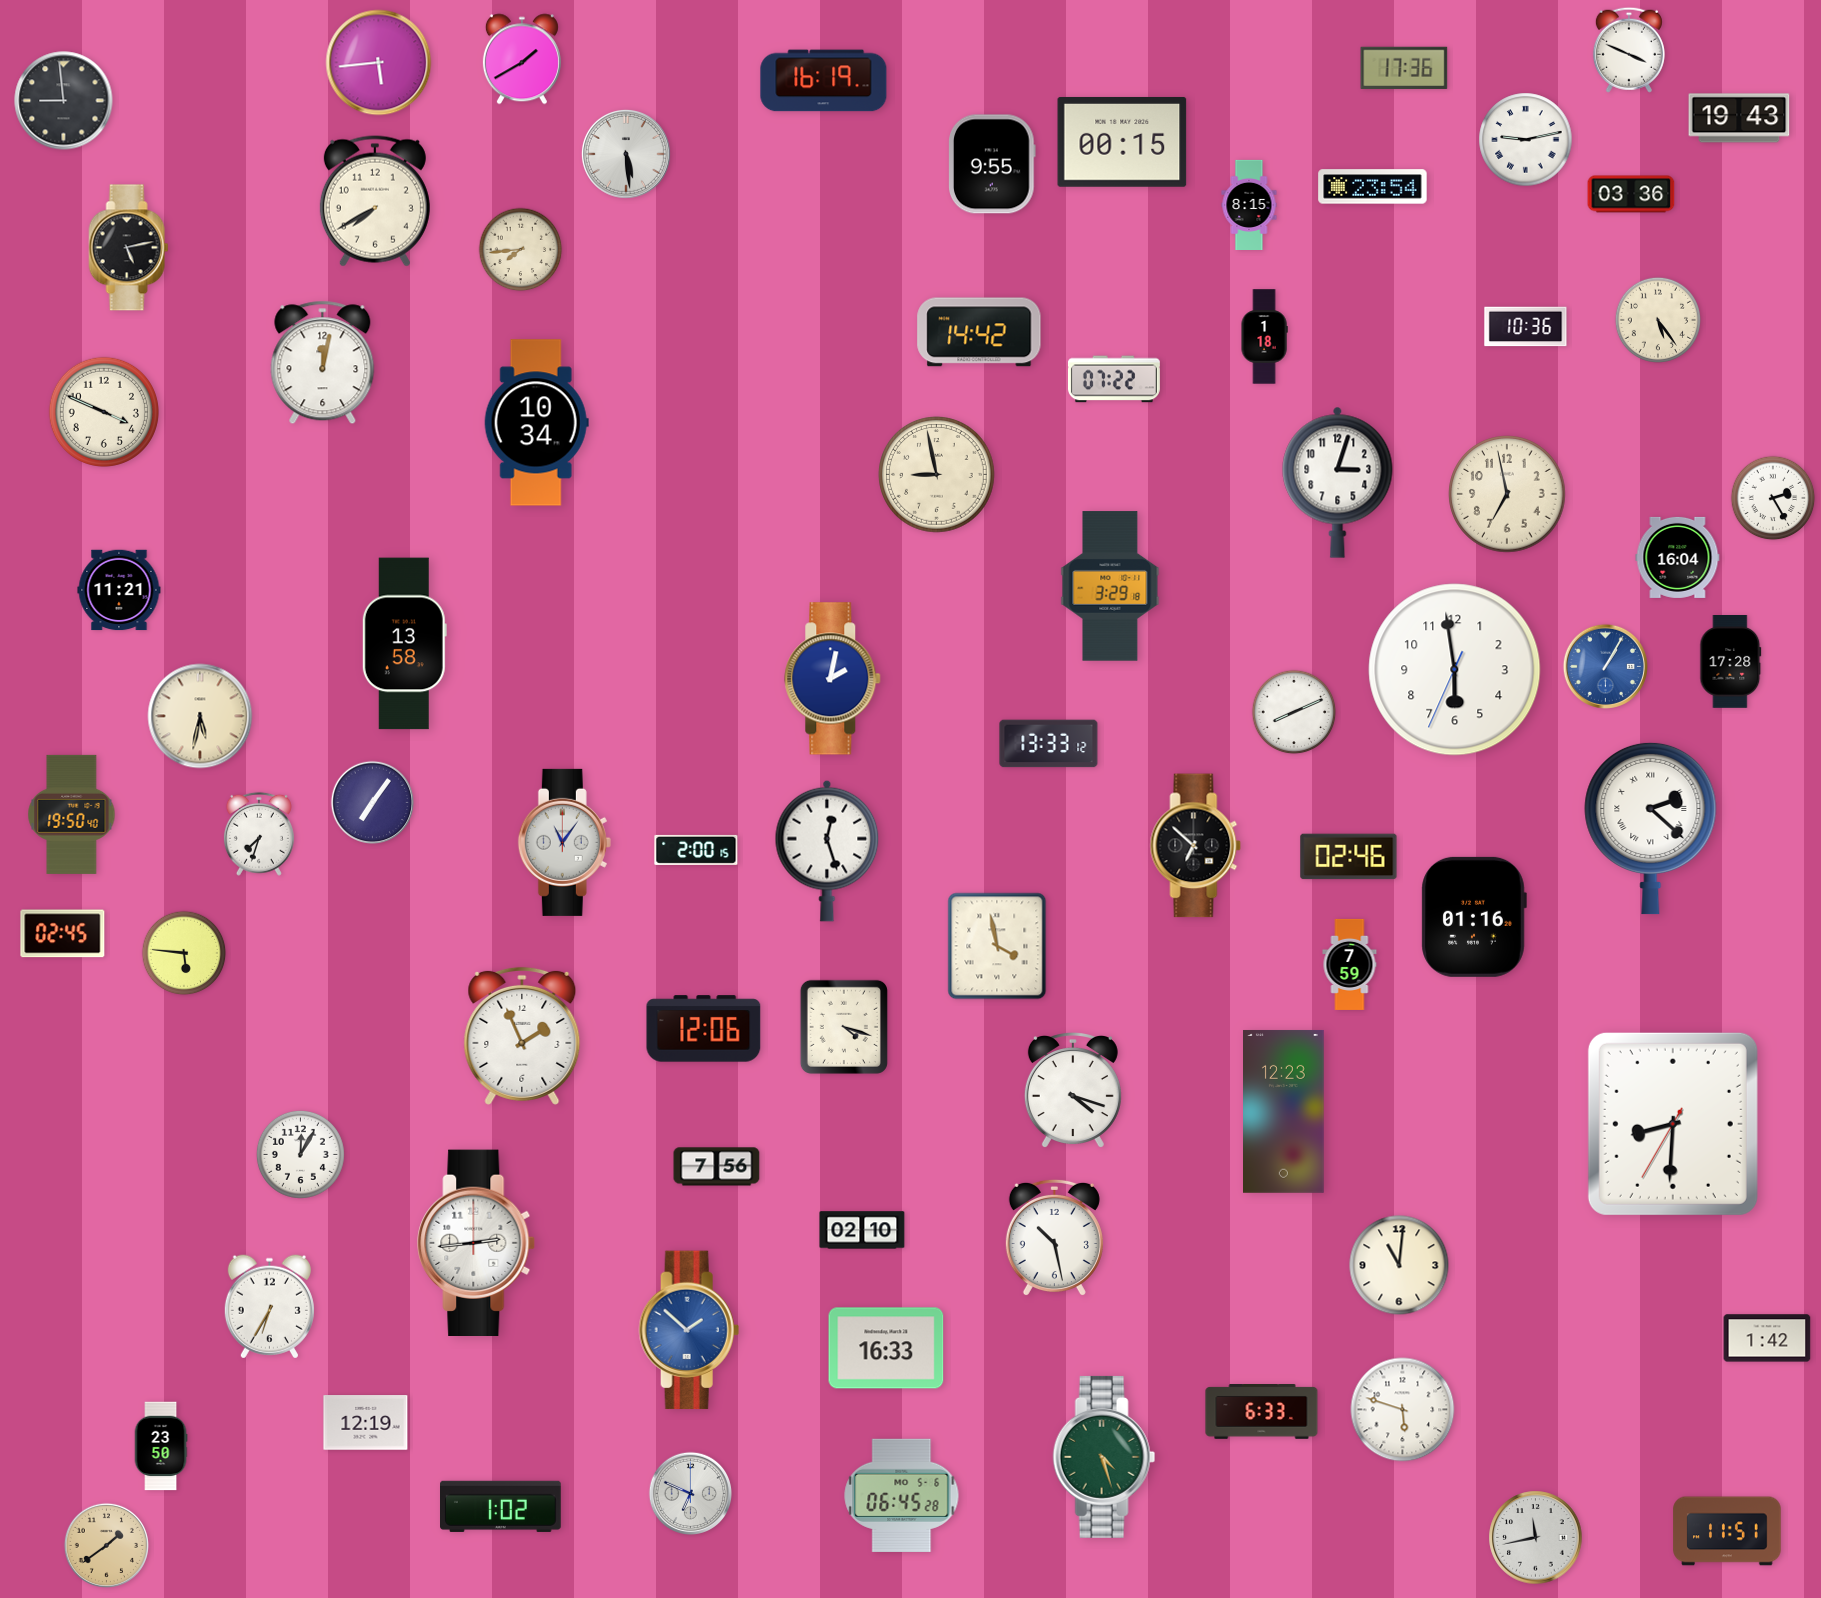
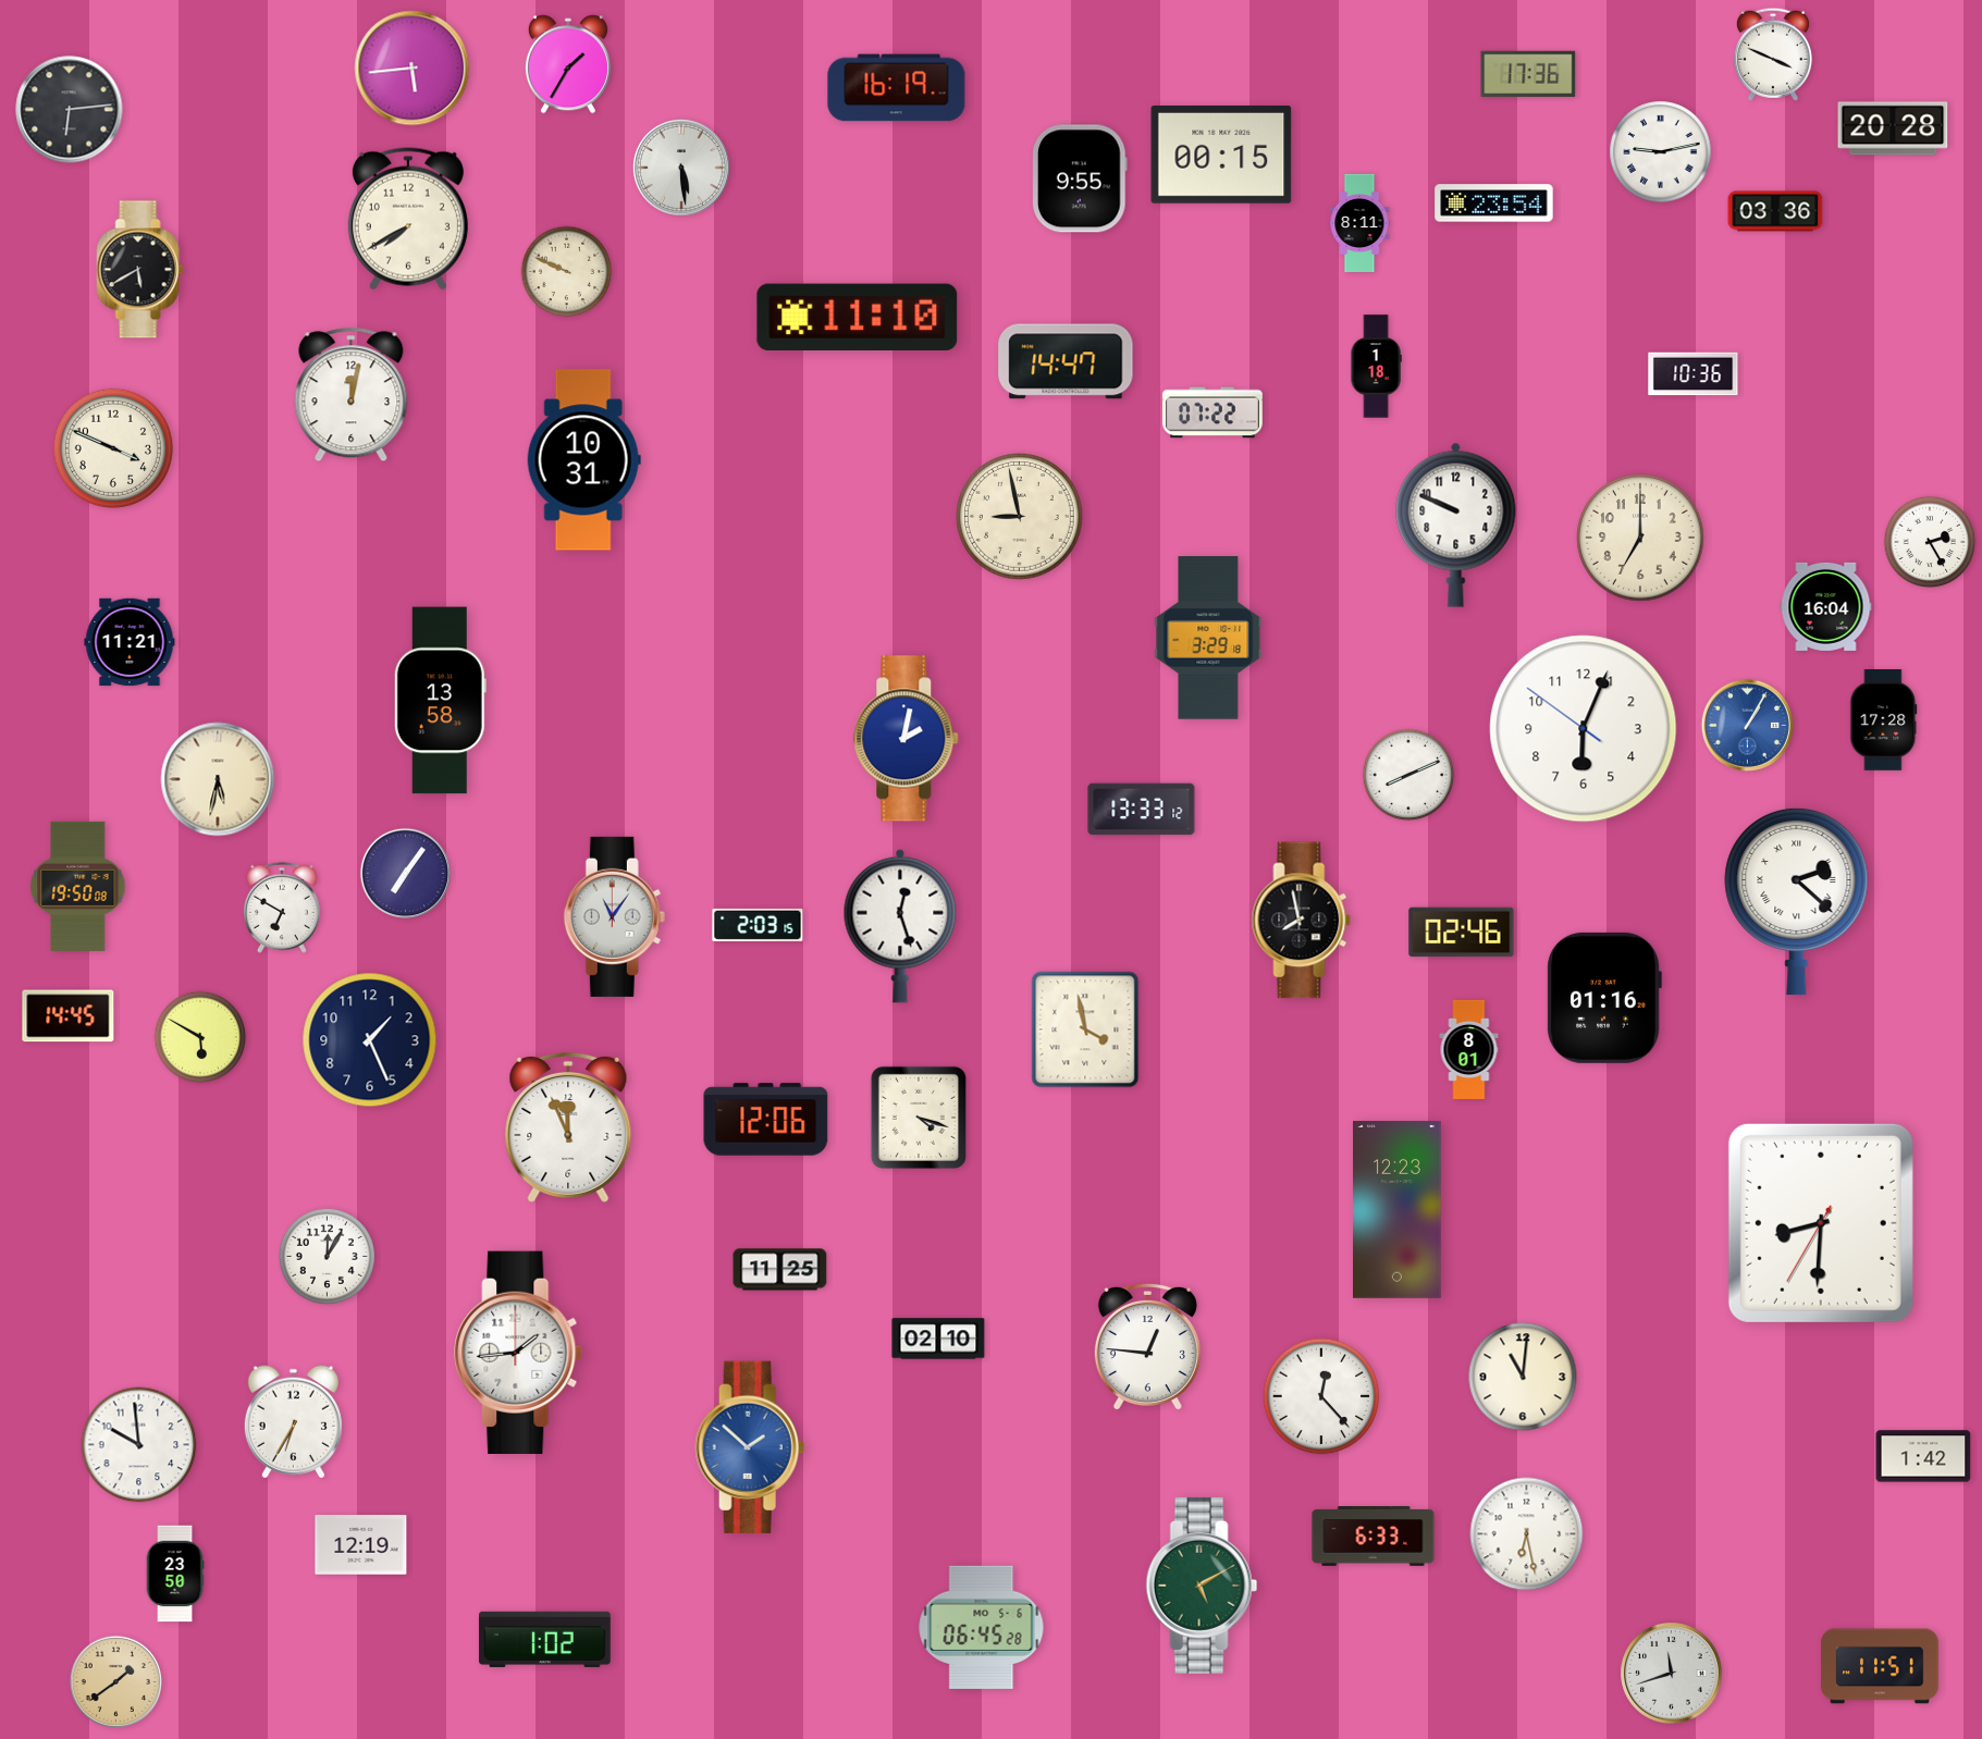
clock at (522, 59): 1:40 -> 1:35
clock at (64, 101): 8:59 -> 6:14
clock at (1739, 118): 19:43 -> 20:28
clock at (1249, 204): 8:15 -> 8:11
clock at (129, 248): 5:13 -> 5:40
clock at (521, 250): 7:44 -> 9:49
clock at (858, 317): none -> 11:10
clock at (1657, 319): 5:24 -> none
clock at (1526, 327) position: (1526, 327) -> (1694, 374)
clock at (979, 332): 14:42 -> 14:47
clock at (536, 423): 10:34 -> 10:31
clock at (1338, 482): 3:03 -> 9:49
clock at (1507, 494): 6:58 -> 7:00
clock at (1455, 670): 5:58 -> 6:03
clock at (72, 814): 19:50:40 -> 19:50:08
clock at (259, 834): 7:33 -> 6:50
clock at (1196, 846): 6:52 -> 7:58
clock at (696, 850): 2:00 -> 2:03
clock at (1349, 857) position: (1349, 857) -> (1462, 933)
clock at (63, 934): 02:45 -> 14:45
clock at (184, 953): 5:46 -> 5:50
clock at (370, 1040): none -> 1:26
clock at (1350, 964): 7:59 -> 8:01
clock at (522, 1036): 1:56 -> 11:56
clock at (1073, 1090): 4:18 -> none
clock at (717, 1167): 7:56 -> 11:25
clock at (1054, 1238): 10:28 -> 12:46
clock at (477, 1242): 2:44 -> 1:44
clock at (1321, 1396): none -> 12:23
clock at (139, 1445): none -> 9:59
clock at (886, 1348): 16:33 -> none
clock at (1403, 1410): 5:48 -> 6:28
clock at (366, 1423) position: (366, 1423) -> (361, 1545)
clock at (1104, 1457): 4:27 -> 5:10
clock at (691, 1494): 6:49 -> none
clock at (1536, 1538): 11:43 -> 11:42
